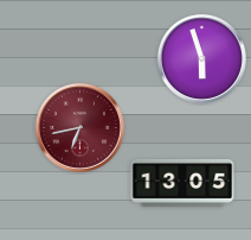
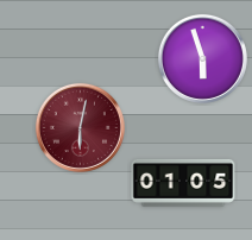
clock at (79, 127): 6:43 -> 6:02
clock at (182, 183): 13:05 -> 01:05
